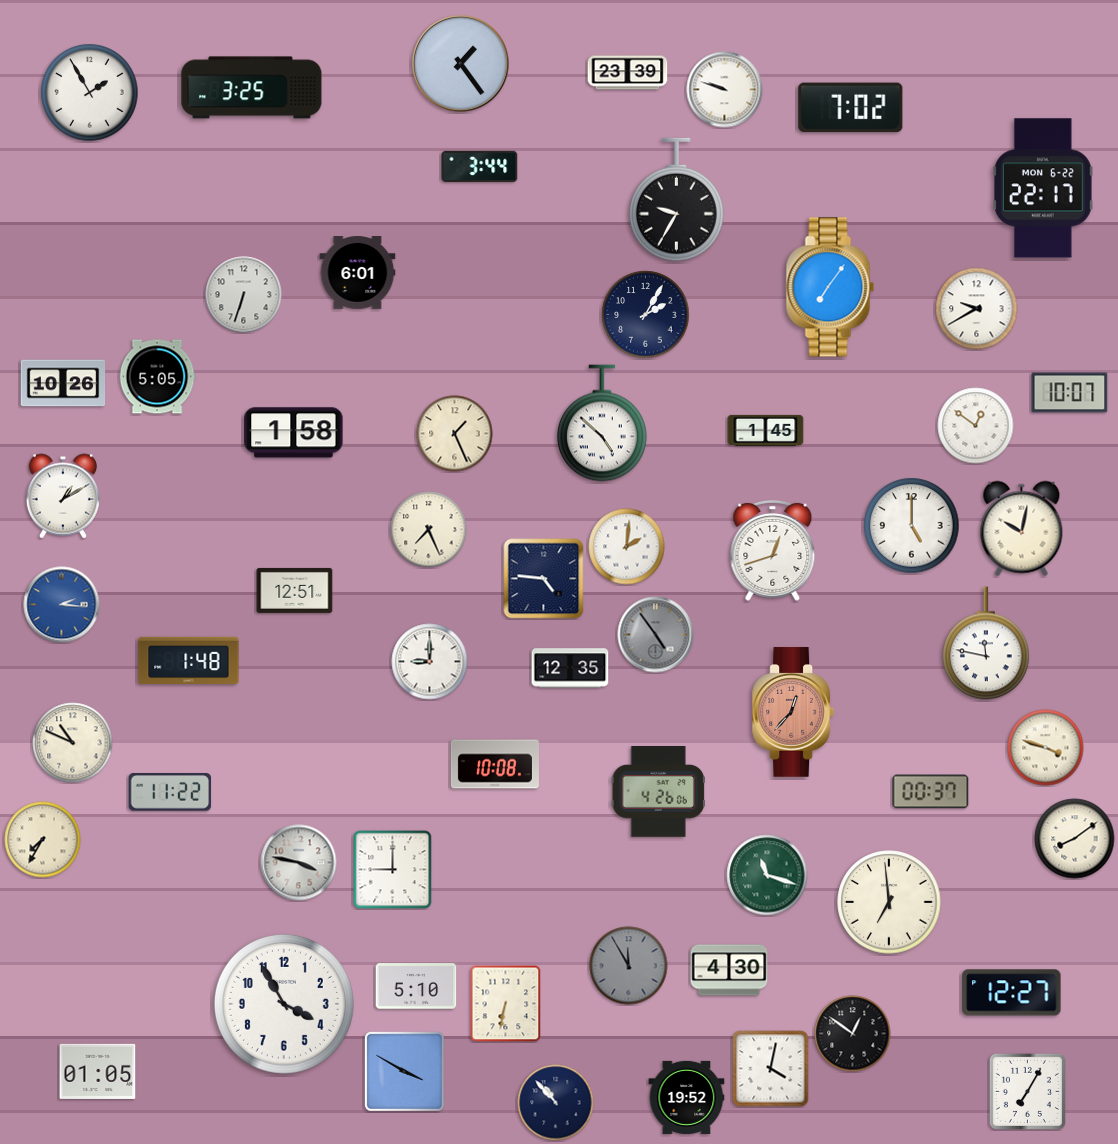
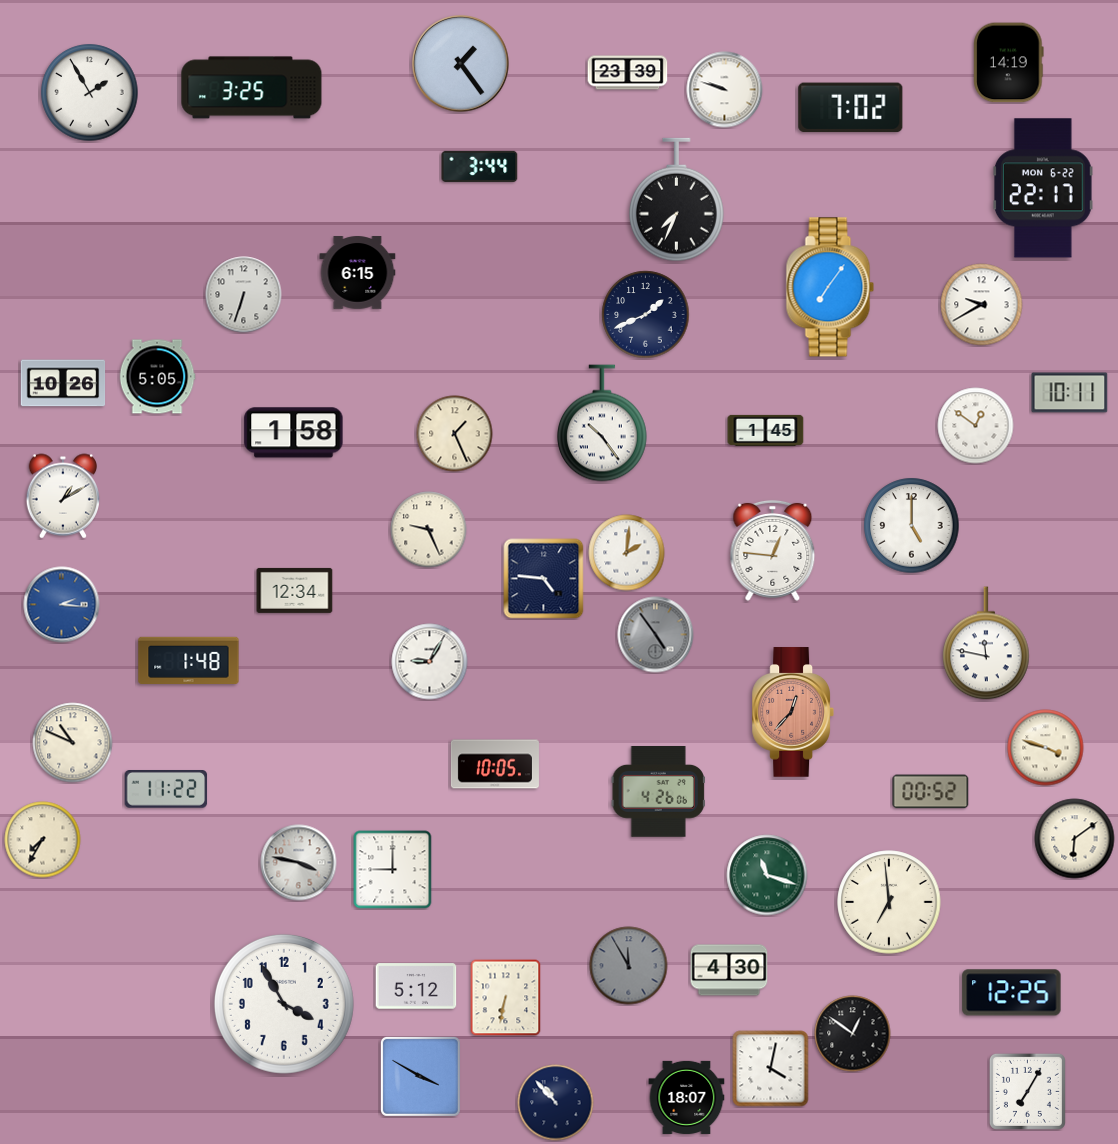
clock at (1009, 63): none -> 14:19
clock at (676, 200): 9:35 -> 7:34
clock at (358, 273): 6:01 -> 6:15
clock at (977, 309) position: (977, 309) -> (982, 305)
clock at (646, 315): 2:05 -> 1:41
clock at (1070, 393): 10:07 -> 10:11
clock at (603, 423): 4:52 -> 10:24
clock at (1022, 529): 10:02 -> none
clock at (429, 530): 7:26 -> 9:26
clock at (627, 547) position: (627, 547) -> (627, 553)
clock at (773, 550): 12:42 -> 12:46
clock at (295, 590): 12:51 -> 12:34
clock at (430, 662): 9:00 -> 9:05
clock at (570, 668): 12:35 -> none
clock at (495, 764): 10:08 -> 10:05
clock at (931, 792): 00:37 -> 00:52
clock at (170, 793) position: (170, 793) -> (166, 790)
clock at (1075, 839): 8:09 -> 6:09
clock at (416, 986): 5:10 -> 5:12
clock at (1012, 993): 12:27 -> 12:25
clock at (506, 1003) position: (506, 1003) -> (506, 997)
clock at (98, 1071): 01:05 -> none
clock at (404, 1071) position: (404, 1071) -> (420, 1076)
clock at (687, 1097): 19:52 -> 18:07
